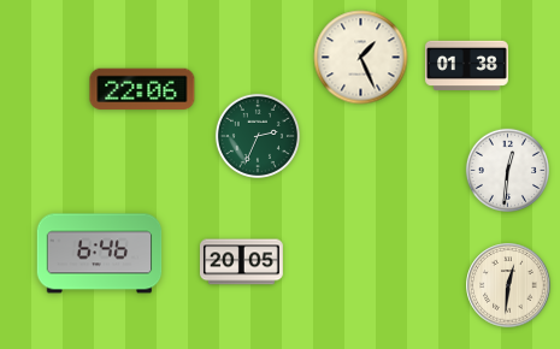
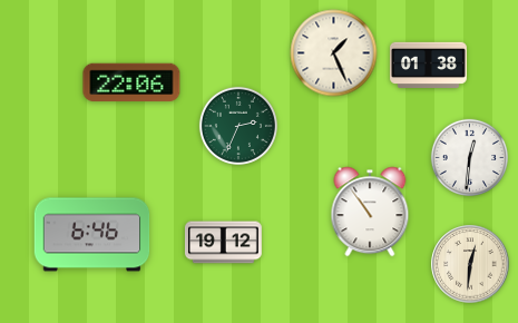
clock at (467, 65) position: (467, 65) -> (429, 65)
clock at (370, 212): none -> 10:54
clock at (242, 262): 20:05 -> 19:12
